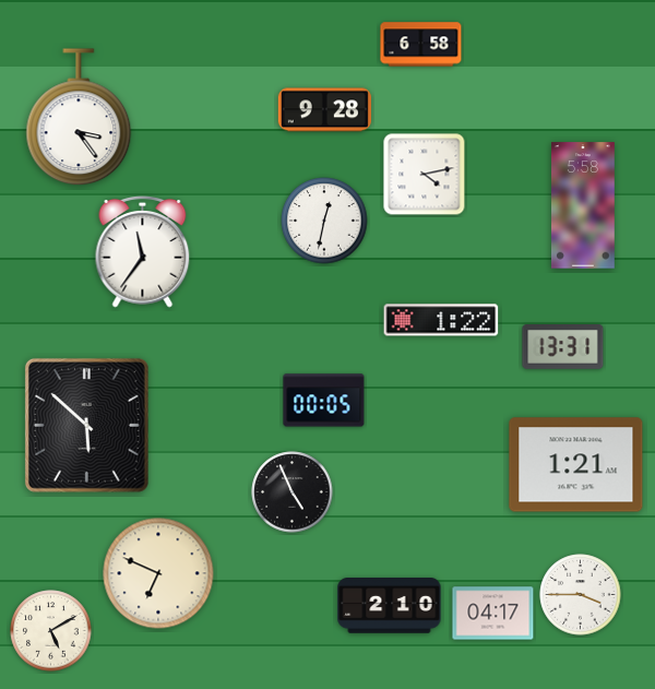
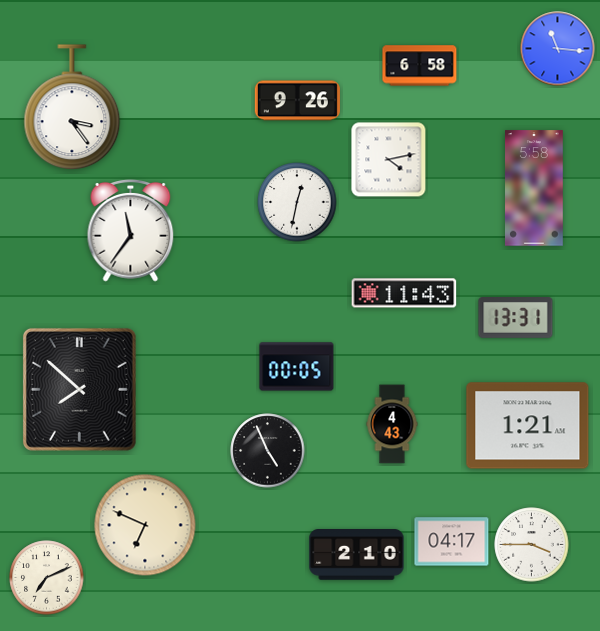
clock at (421, 45) position: (421, 45) -> (420, 66)
clock at (558, 49): none -> 11:16
clock at (324, 110): 9:28 -> 9:26
clock at (441, 320): 1:22 -> 11:43
clock at (86, 425): 5:52 -> 7:52
clock at (392, 424): none -> 4:43
clock at (493, 614) position: (493, 614) -> (452, 542)
clock at (51, 631): 5:10 -> 7:11
